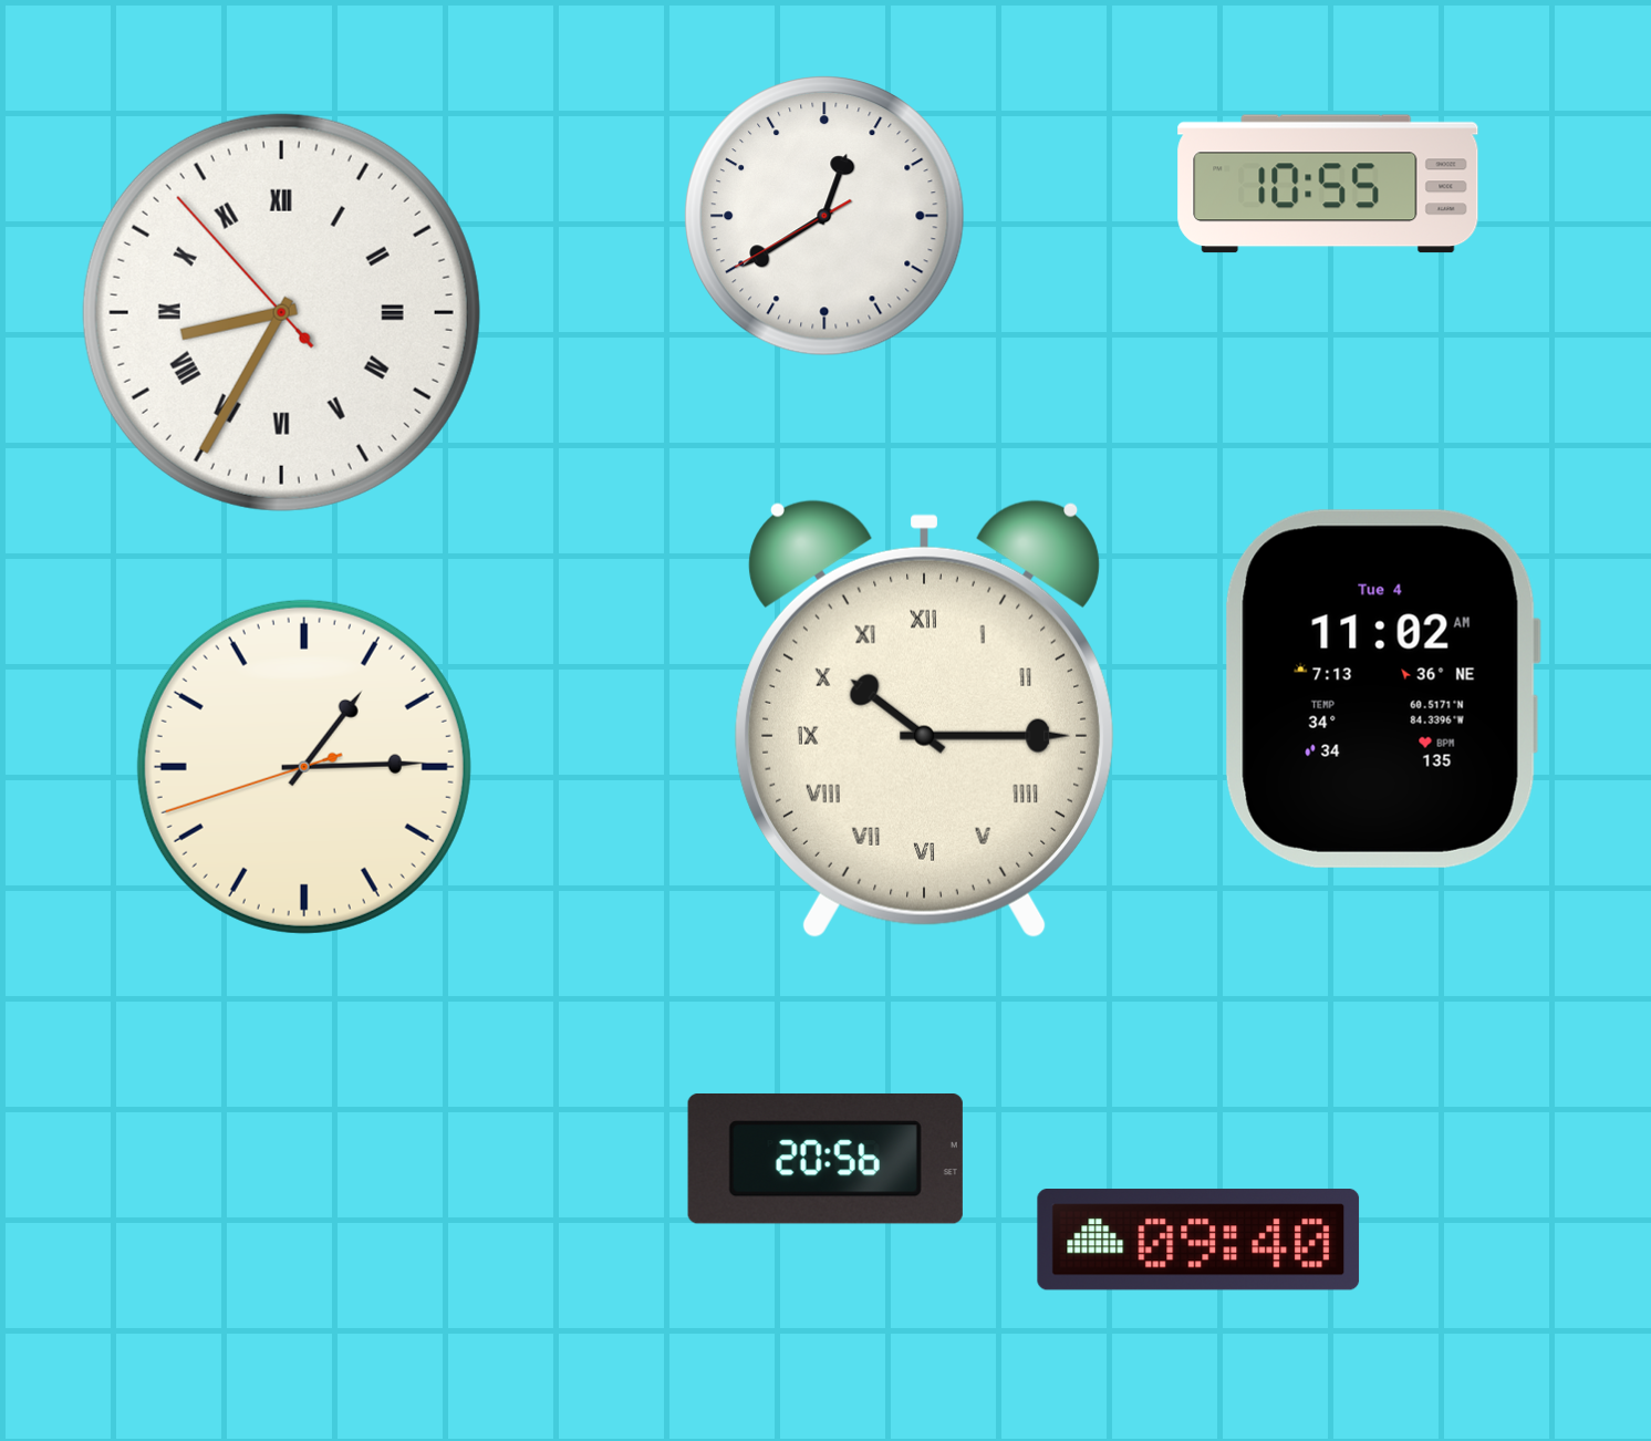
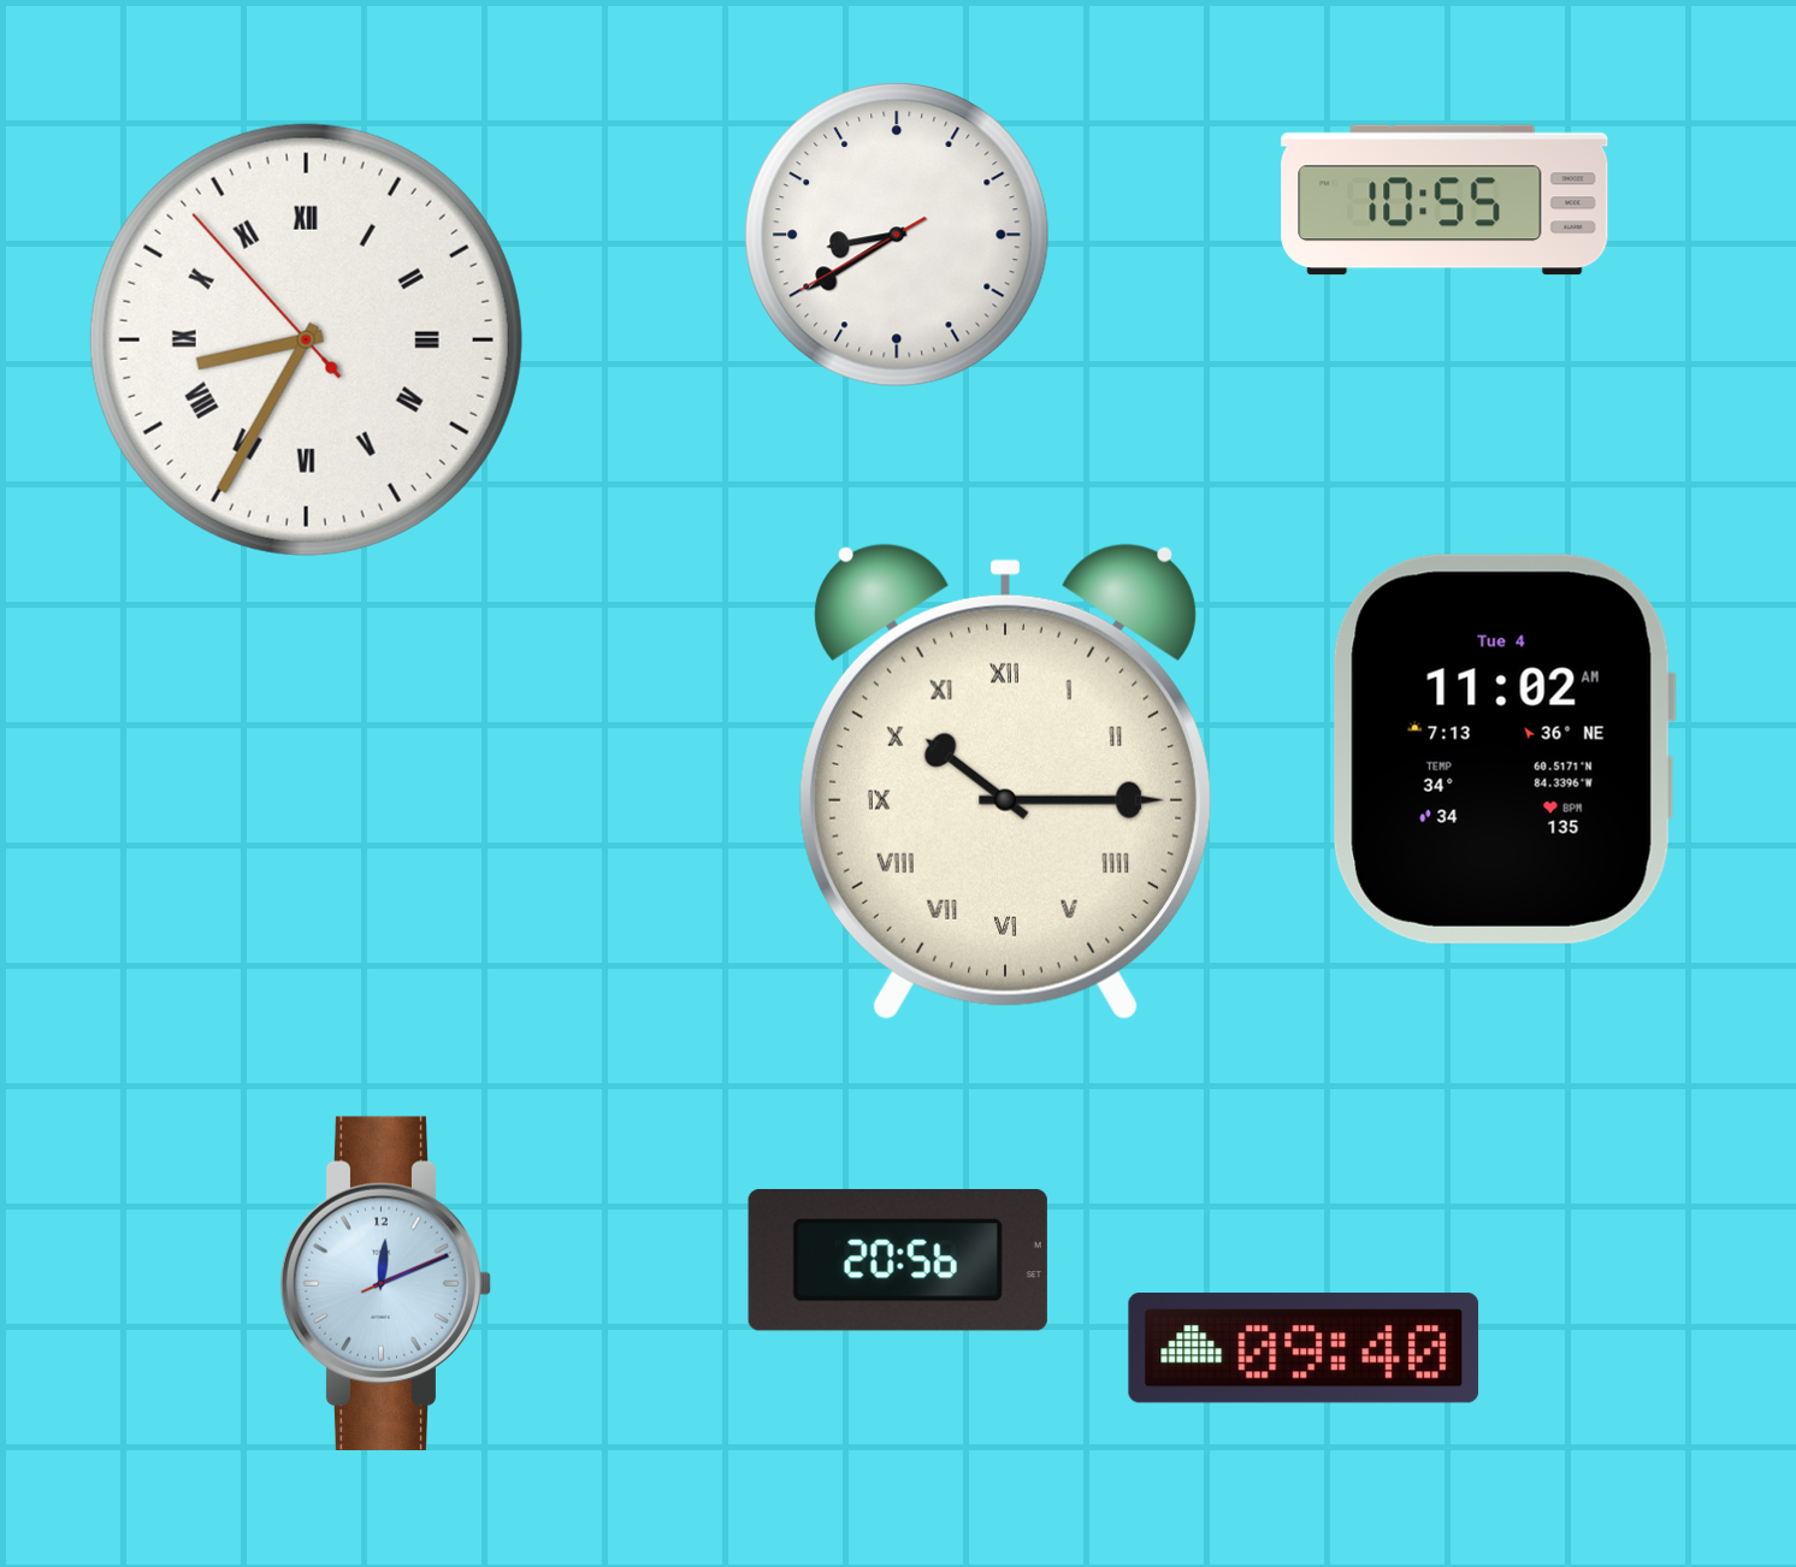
clock at (825, 217): 12:39 -> 8:39
clock at (304, 767): 1:14 -> none
clock at (386, 1283): none -> 12:11
